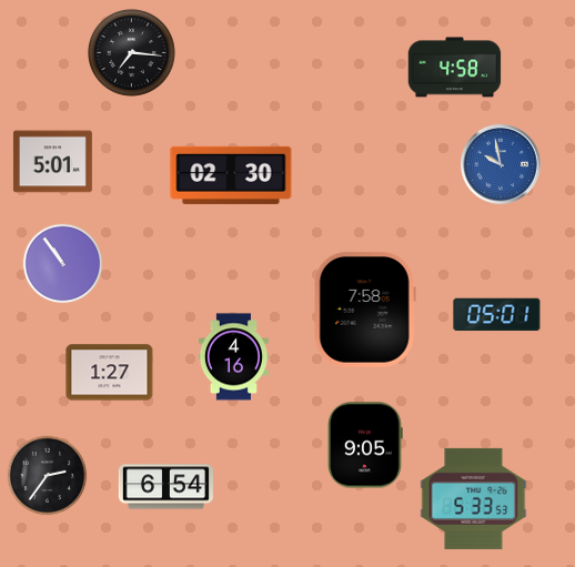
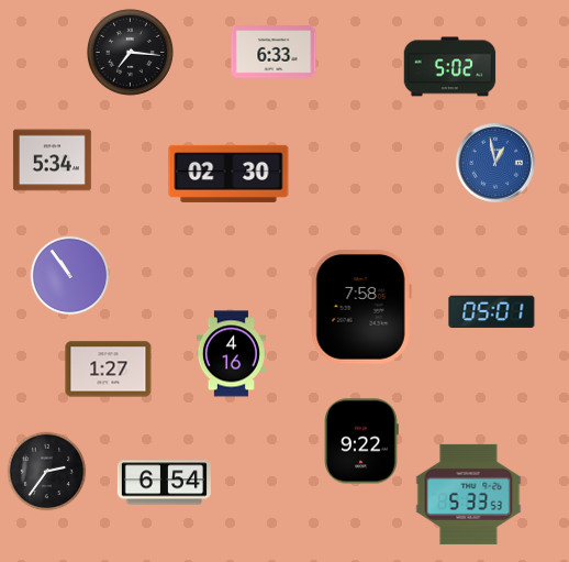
clock at (274, 53): none -> 6:33
clock at (455, 68): 4:58 -> 5:02
clock at (52, 162): 5:01 -> 5:34
clock at (501, 164): 9:58 -> 12:58
clock at (63, 264) position: (63, 264) -> (70, 276)
clock at (365, 445): 9:05 -> 9:22
